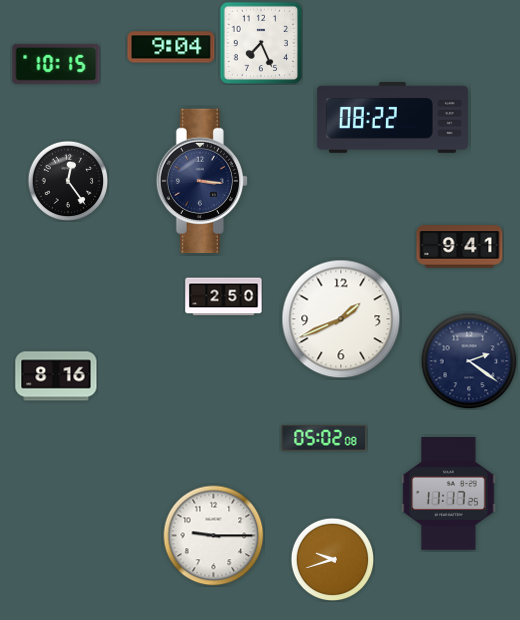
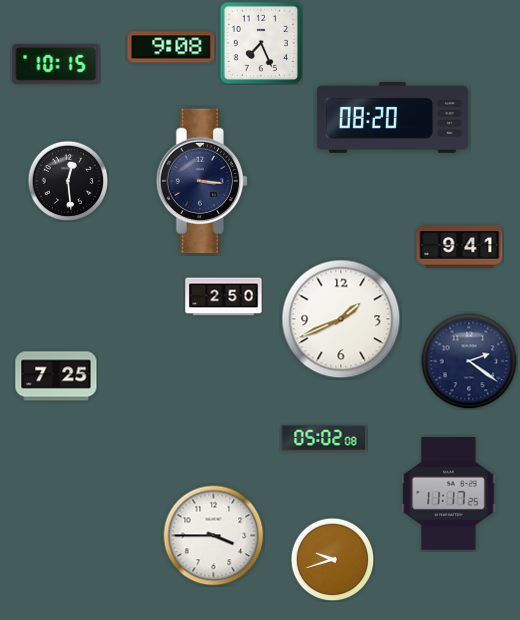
clock at (171, 47): 9:04 -> 9:08
clock at (392, 117): 08:22 -> 08:20
clock at (68, 181): 12:24 -> 12:29
clock at (56, 376): 8:16 -> 7:25
clock at (214, 536): 9:15 -> 3:45
